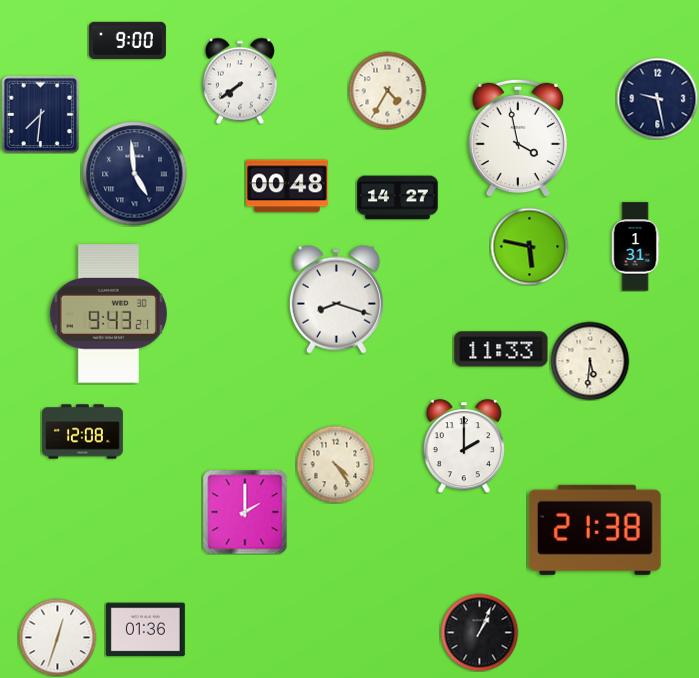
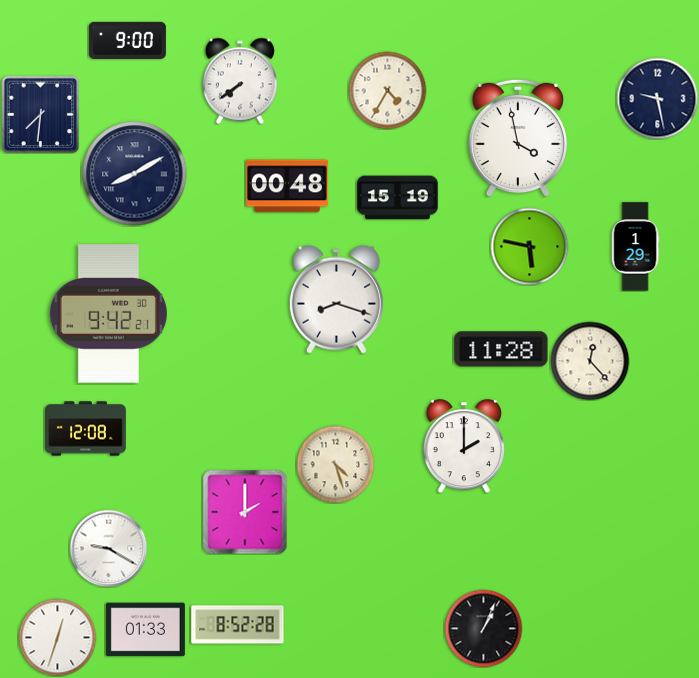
clock at (135, 174): 4:59 -> 8:10
clock at (398, 198): 14:27 -> 15:19
clock at (635, 247): 1:31 -> 1:29
clock at (108, 314): 9:43 -> 9:42
clock at (501, 349): 11:33 -> 11:28
clock at (590, 361): 5:31 -> 12:23
clock at (83, 432) position: (83, 432) -> (86, 429)
clock at (335, 464): 4:24 -> 4:27
clock at (595, 530): 21:38 -> none
clock at (108, 548): none -> 9:20
clock at (238, 625): none -> 8:52
clock at (145, 630): 01:36 -> 01:33
clock at (479, 632) position: (479, 632) -> (483, 628)
